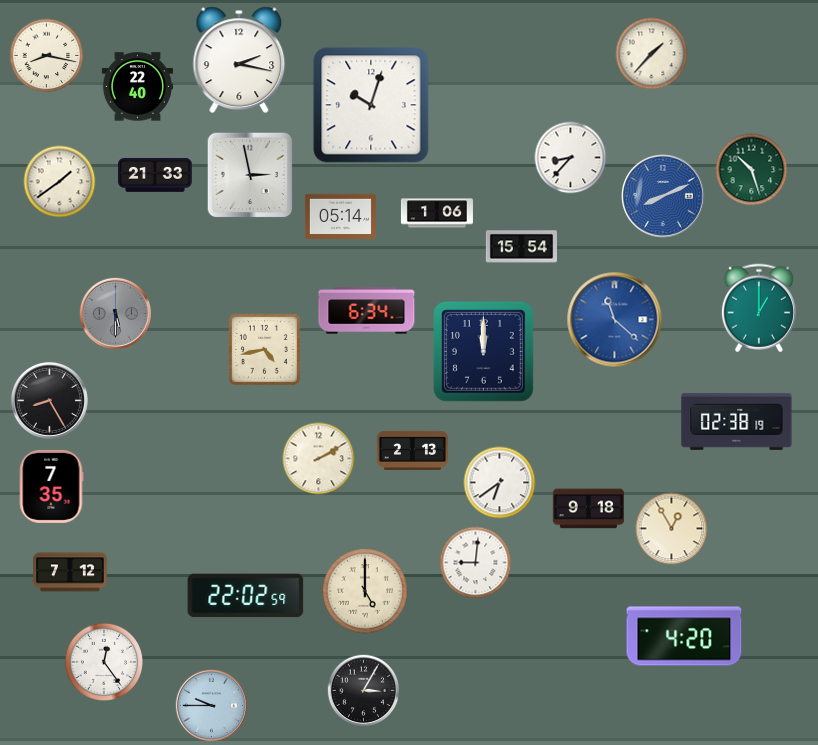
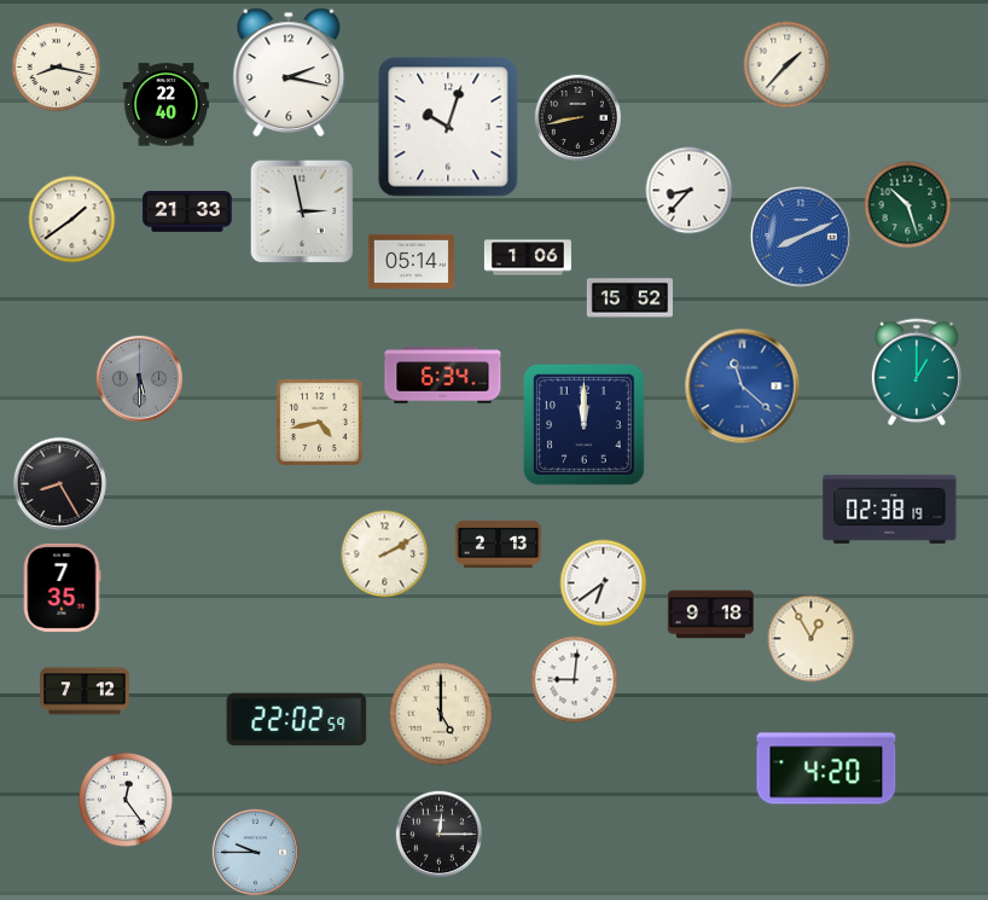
clock at (577, 117): none -> 8:43
clock at (521, 247): 15:54 -> 15:52
clock at (363, 690): 3:05 -> 12:15
